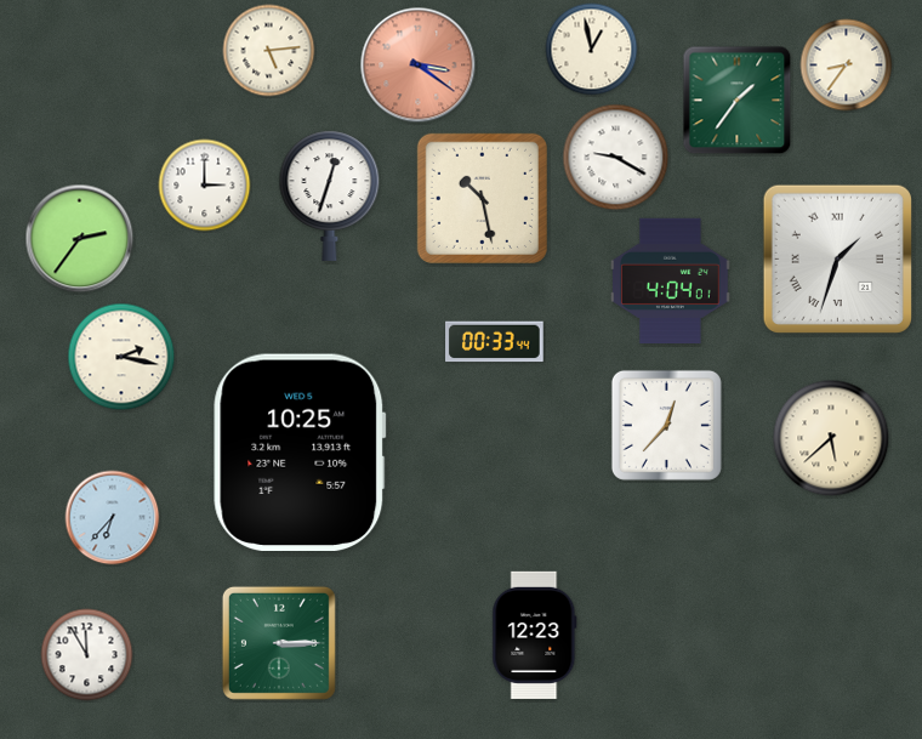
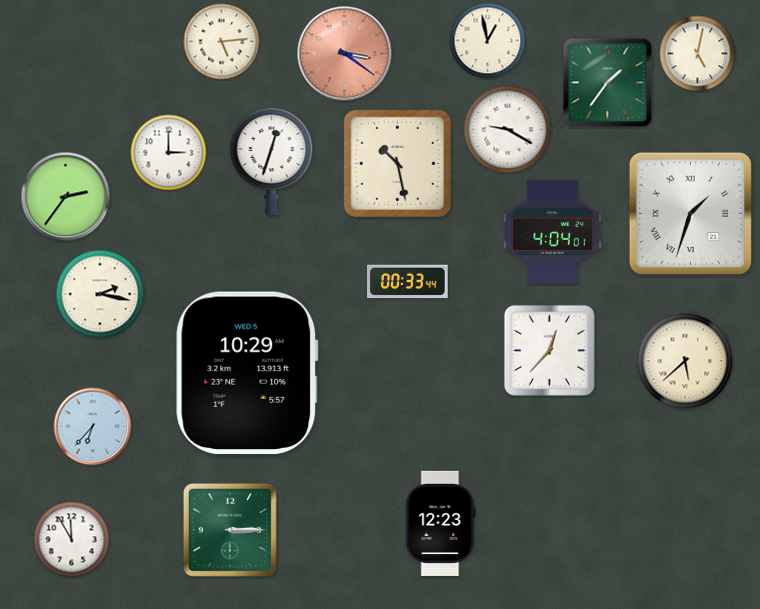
clock at (847, 66): 8:36 -> 5:02
clock at (300, 451): 10:25 -> 10:29
